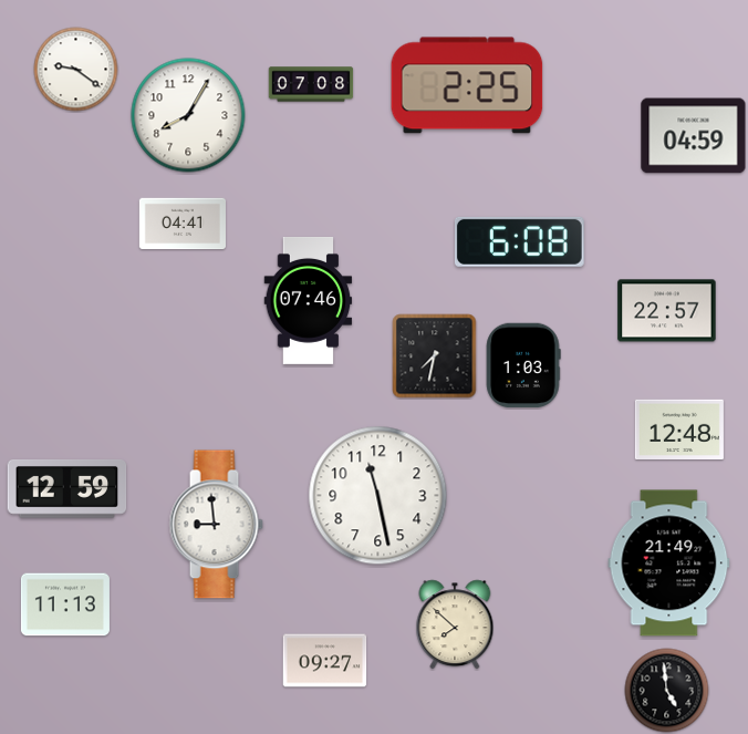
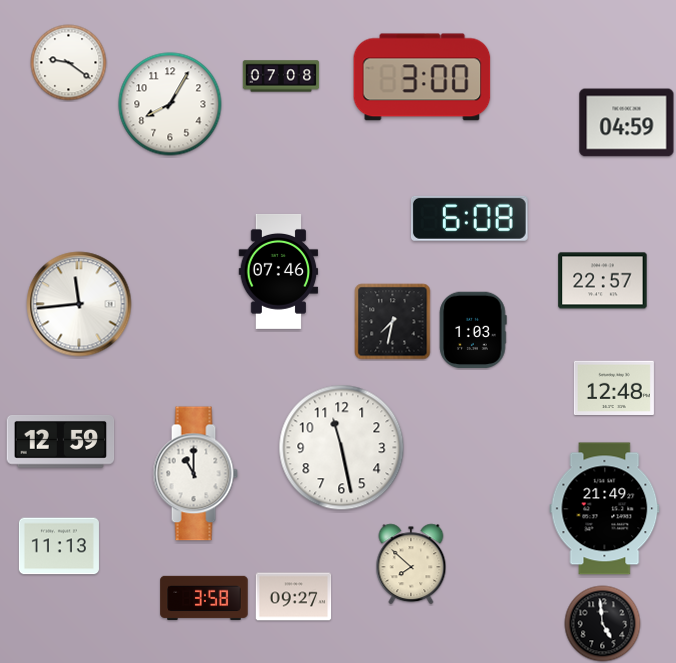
clock at (467, 85): 2:25 -> 3:00
clock at (181, 224): 04:41 -> none
clock at (79, 304): none -> 11:44
clock at (216, 525): 8:59 -> 11:00
clock at (204, 598): none -> 3:58
